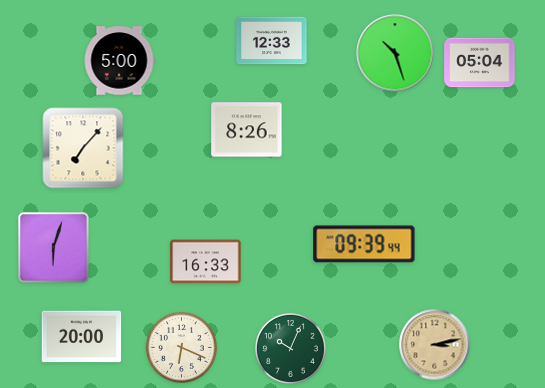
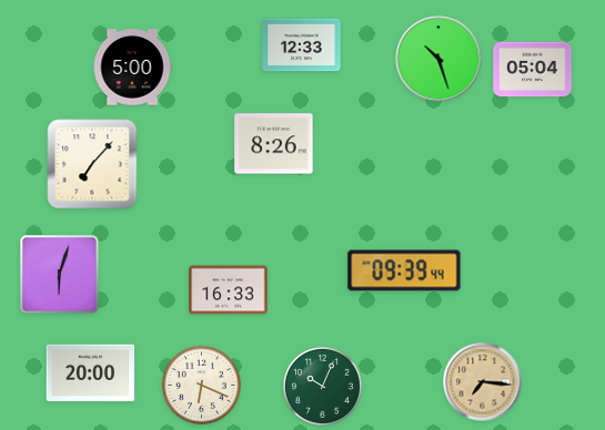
clock at (435, 345): 3:13 -> 7:16
